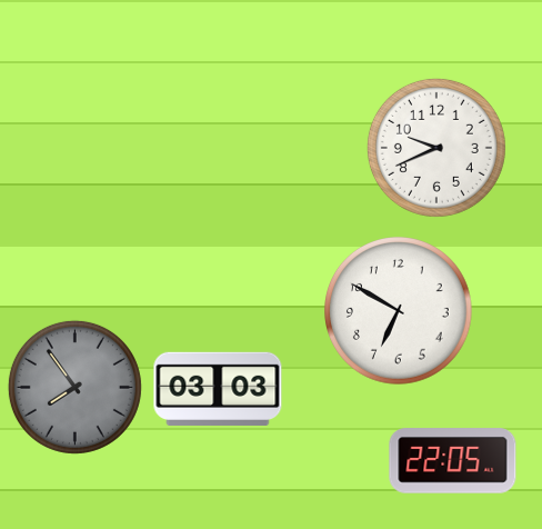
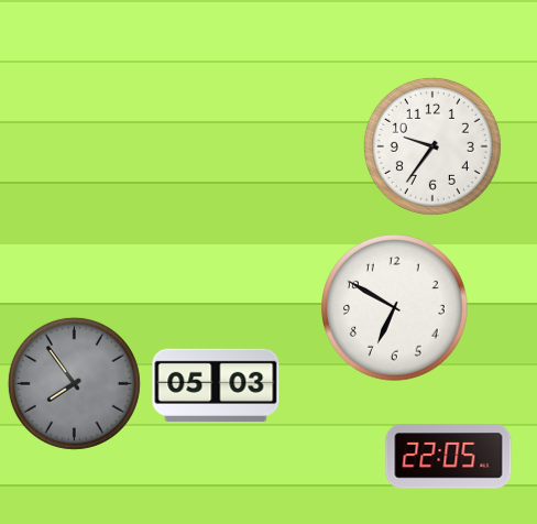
clock at (436, 148): 9:41 -> 9:36
clock at (218, 389): 03:03 -> 05:03
